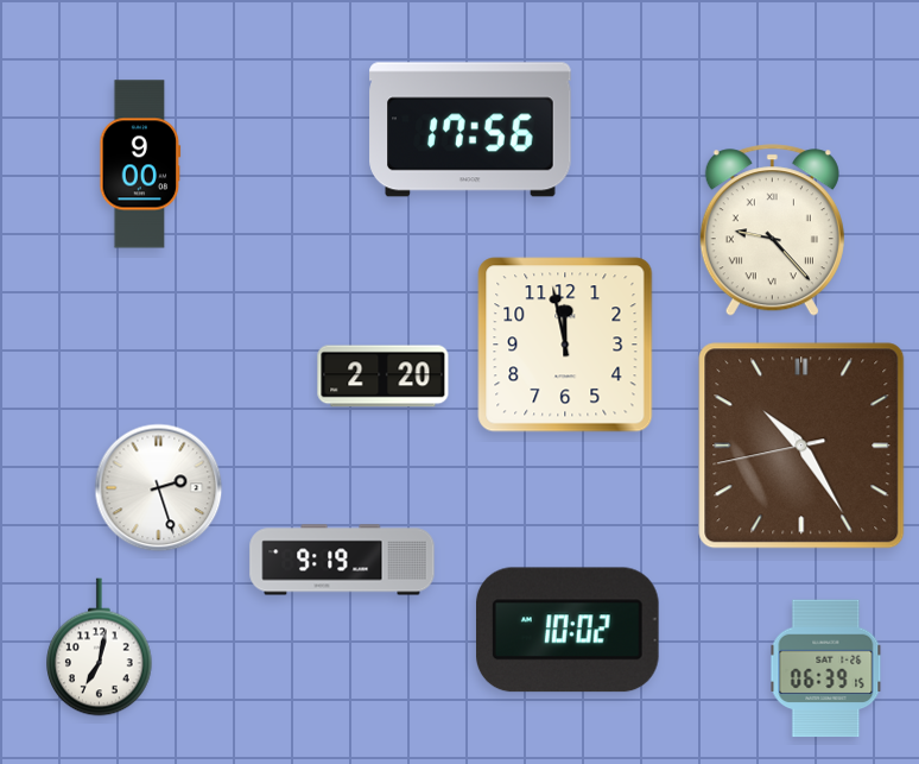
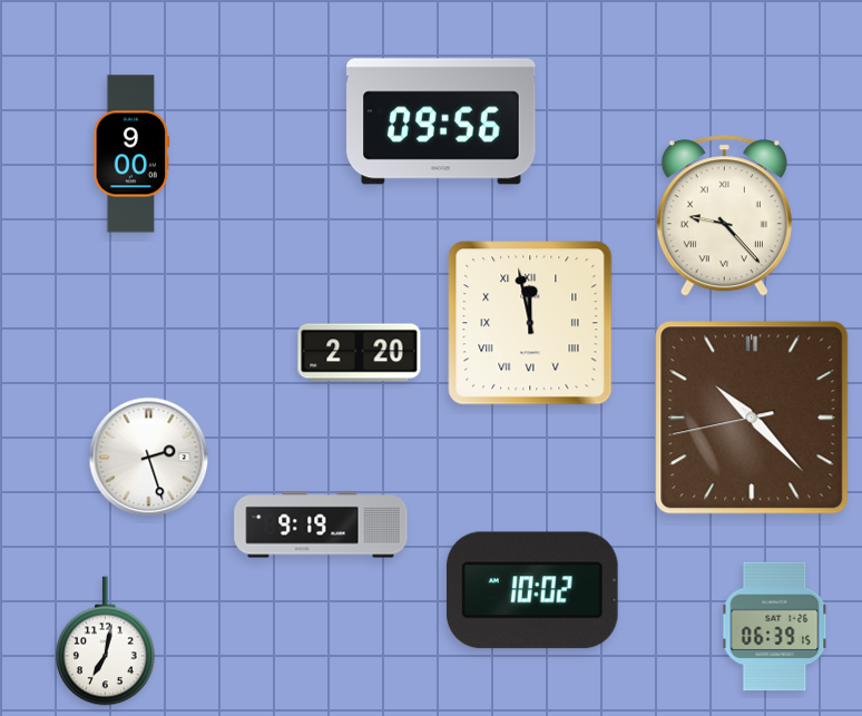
clock at (470, 130): 17:56 -> 09:56
clock at (565, 345) numerals: Arabic -> Roman
clock at (801, 446): 10:24 -> 10:22
clock at (100, 648) position: (100, 648) -> (106, 641)
